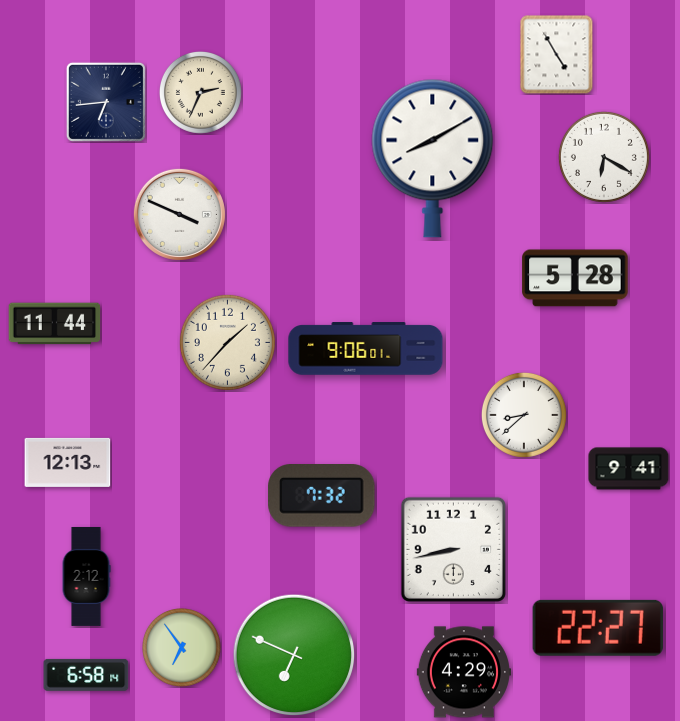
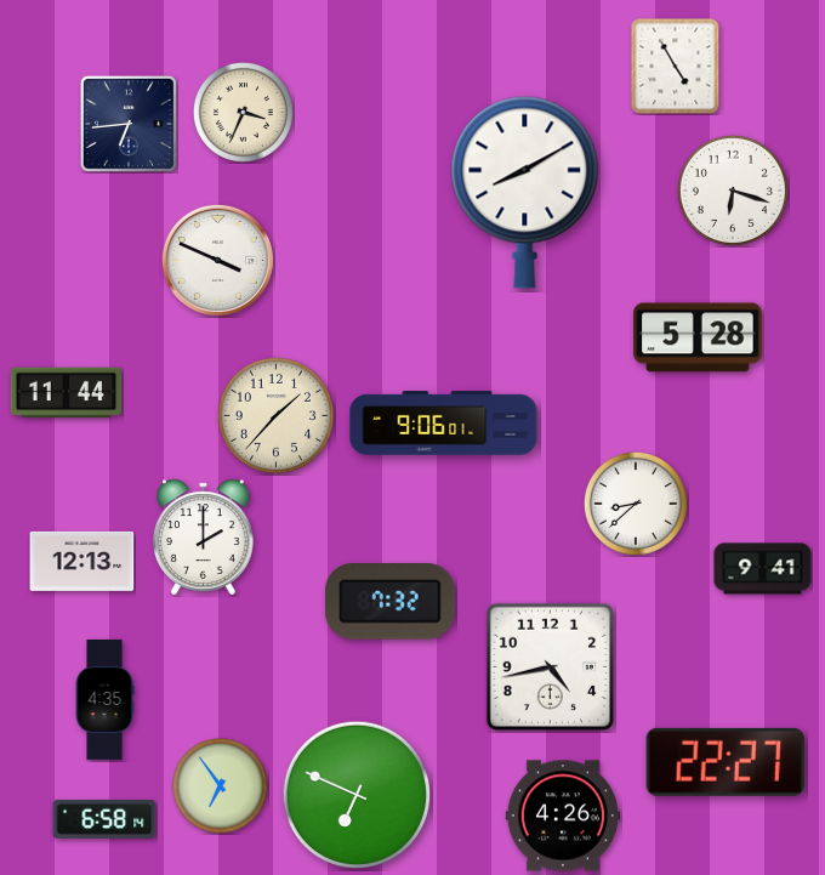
clock at (200, 92): 2:34 -> 3:34
clock at (604, 157): 6:20 -> 6:18
clock at (204, 538): none -> 2:00
clock at (453, 549): 8:43 -> 4:43
clock at (86, 576): 2:12 -> 4:35
clock at (463, 672): 4:29 -> 4:26
